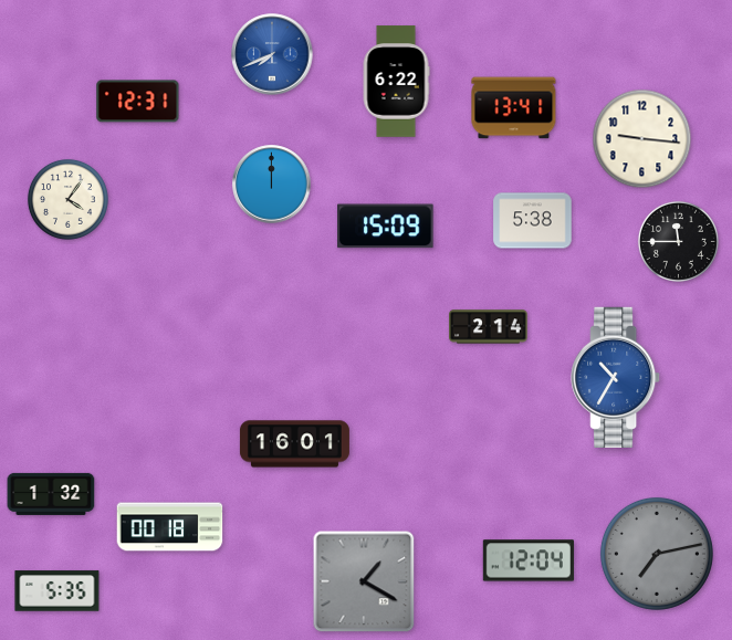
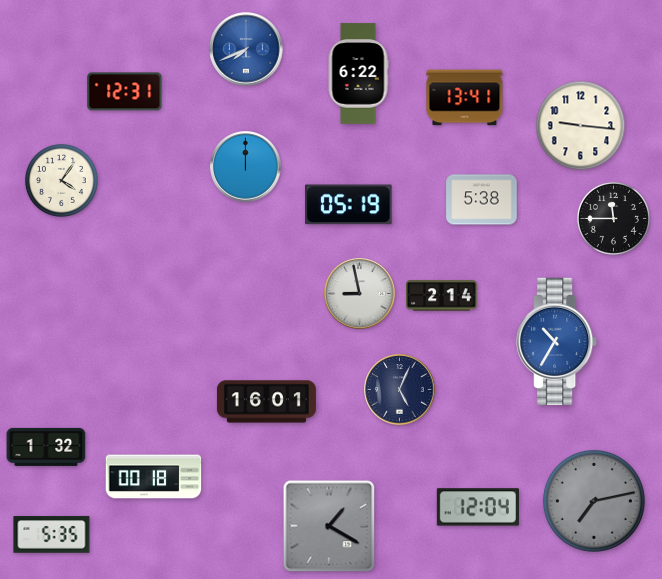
clock at (386, 227): 15:09 -> 05:19
clock at (360, 294): none -> 8:58
clock at (400, 390): none -> 5:04
